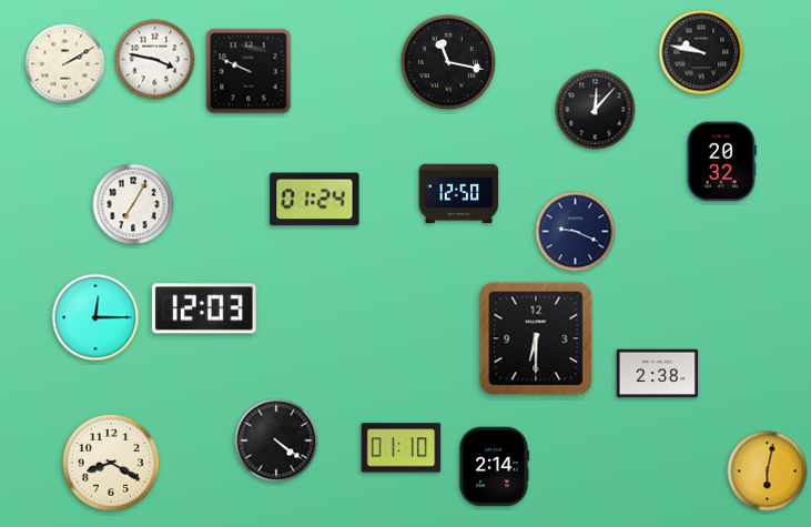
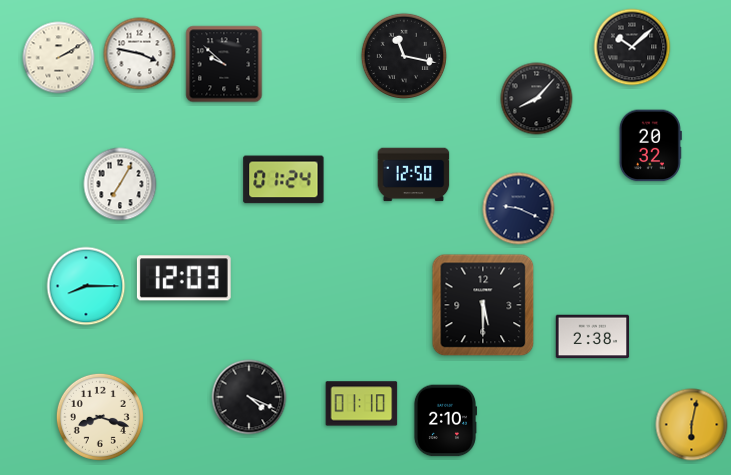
clock at (701, 52): 9:47 -> 10:08
clock at (249, 71): 9:49 -> 9:52
clock at (596, 110): 12:07 -> 8:07
clock at (95, 317): 12:15 -> 8:15
clock at (536, 338): 6:30 -> 5:30
clock at (276, 440): 4:21 -> 4:19
clock at (111, 463): 8:20 -> 8:18
clock at (493, 467): 2:14 -> 2:10
